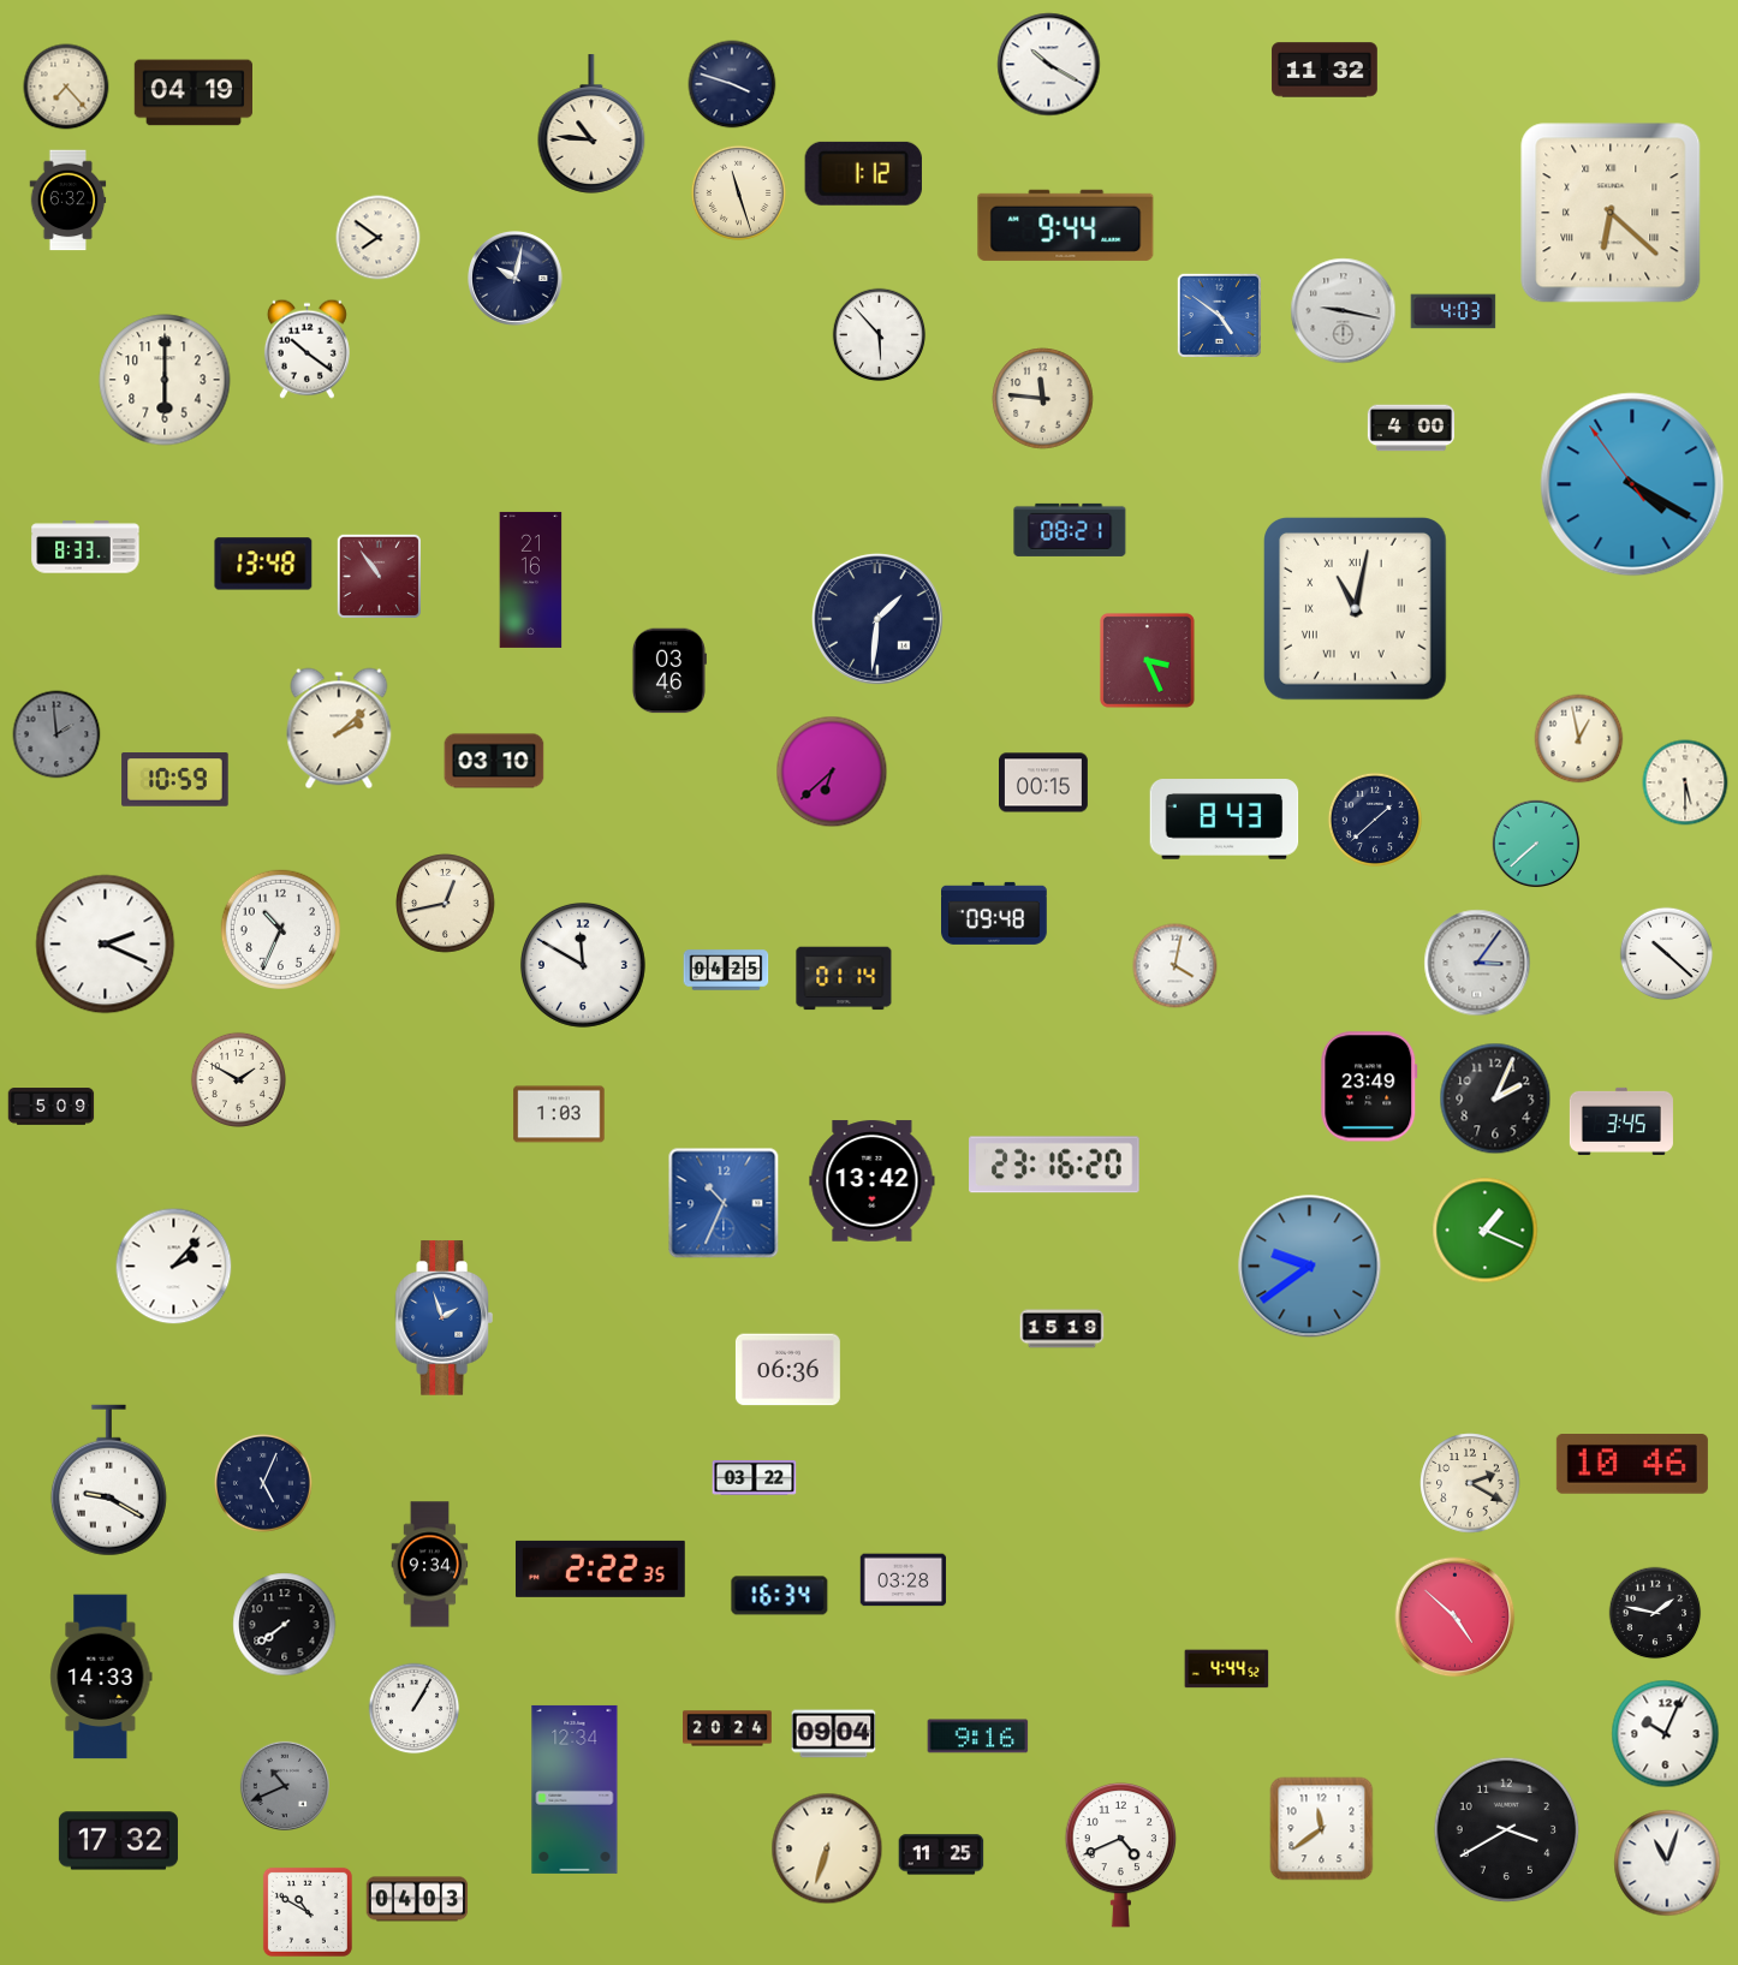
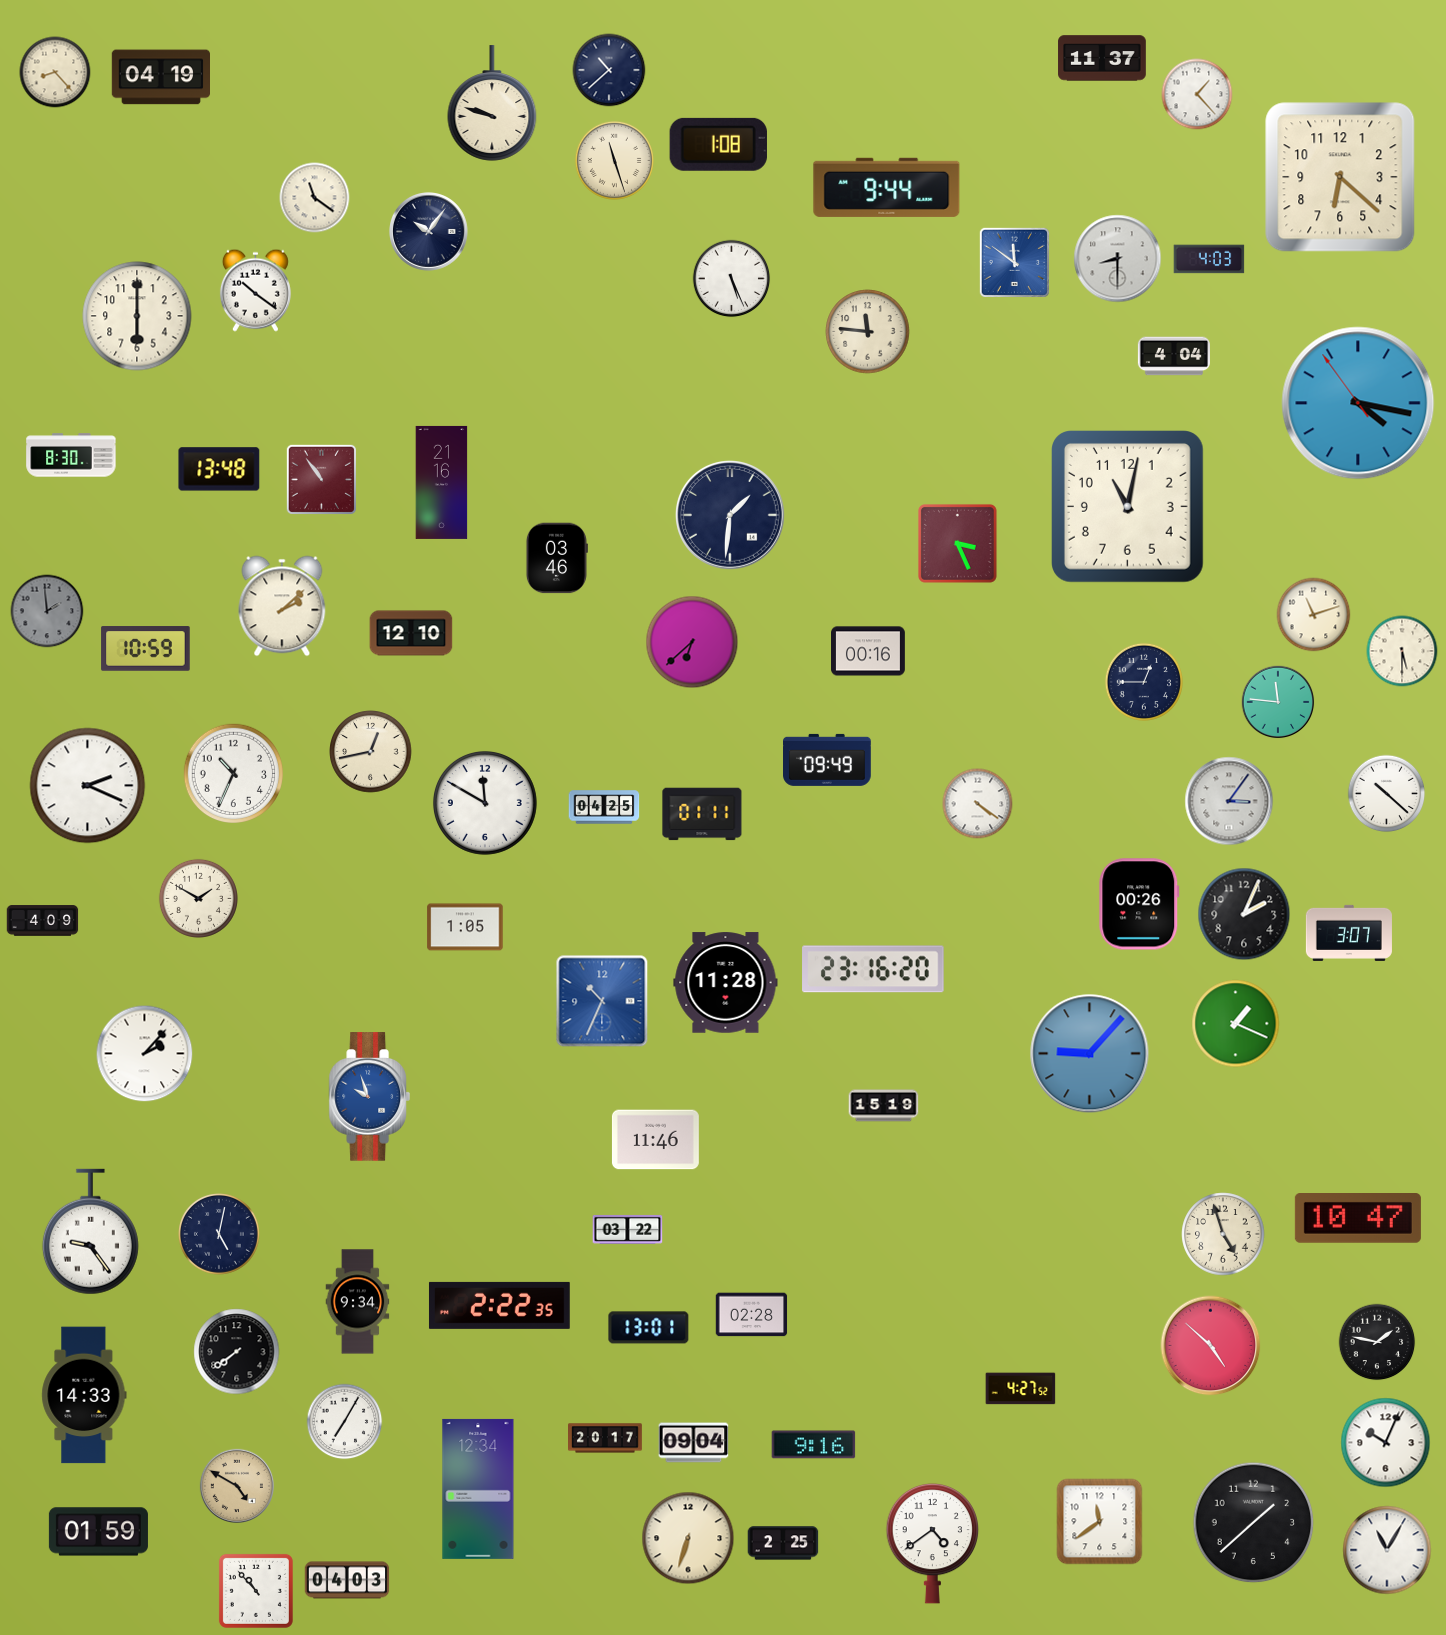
clock at (1049, 65): 10:20 -> none
clock at (1325, 70): 11:32 -> 11:37
clock at (732, 84): 3:48 -> 10:38
clock at (66, 87): 7:23 -> 8:23
clock at (1197, 94): none -> 1:23
clock at (591, 124): 10:46 -> 9:48
clock at (863, 173): 1:12 -> 1:08
clock at (69, 201): 6:32 -> none
clock at (1611, 213) numerals: Roman -> Arabic
clock at (379, 238): 7:51 -> 11:21
clock at (516, 279): 10:02 -> 10:06
clock at (1344, 311): 9:17 -> 8:30
clock at (1219, 315): 4:51 -> 11:51
clock at (880, 335): 5:53 -> 5:26
clock at (1410, 428): 4:00 -> 4:04
clock at (1632, 484): 4:19 -> 4:16
clock at (1070, 530): 08:21 -> none
clock at (85, 547): 8:33 -> 8:30
clock at (379, 576) position: (379, 576) -> (321, 479)
clock at (1356, 609) numerals: Roman -> Arabic
clock at (1147, 660) position: (1147, 660) -> (957, 543)
clock at (1579, 739): 12:58 -> 11:12
clock at (494, 761): 03:10 -> 12:10
clock at (1044, 782): 00:15 -> 00:16
clock at (1374, 818): 1:38 -> 12:45
clock at (1225, 820): 8:43 -> none
clock at (1536, 844): 7:38 -> 11:46
clock at (995, 913): 09:48 -> 09:49
clock at (1175, 966): 4:02 -> 4:21
clock at (844, 978): 01:14 -> 01:11
clock at (1369, 1086): 23:49 -> 00:26
clock at (52, 1107): 5:09 -> 4:09
clock at (559, 1114): 1:03 -> 1:05
clock at (1621, 1121): 3:45 -> 3:07
clock at (1054, 1165) position: (1054, 1165) -> (873, 969)
clock at (873, 1181): 13:42 -> 11:28
clock at (1310, 1267): 9:39 -> 9:07
clock at (444, 1318): 1:57 -> 9:57
clock at (787, 1370): 06:36 -> 11:46
clock at (1632, 1465): 10:46 -> 10:47
clock at (108, 1481): 9:20 -> 9:24
clock at (1470, 1483): 2:20 -> 4:57
clock at (264, 1484): 5:04 -> 5:02
clock at (904, 1580): 03:28 -> 02:28
clock at (780, 1596): 16:34 -> 13:01
clock at (1227, 1669): 4:44 -> 4:27
clock at (415, 1709): 1:05 -> 7:05
clock at (728, 1728): 20:24 -> 20:17
clock at (285, 1786): 10:41 -> 4:50
clock at (285, 1786) dial: grey -> champagne
clock at (1507, 1830): 3:40 -> 1:38
clock at (118, 1841): 17:32 -> 01:59
clock at (941, 1854): 11:25 -> 2:25
clock at (1121, 1854): 4:41 -> 4:39
clock at (1667, 1863): 11:03 -> 11:05
clock at (308, 1912): 10:50 -> 10:53
